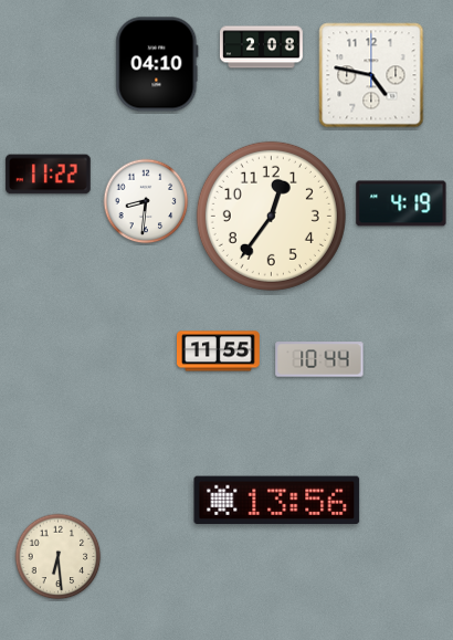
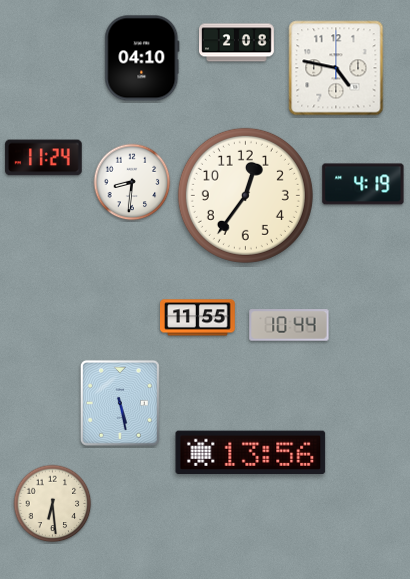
clock at (49, 175): 11:22 -> 11:24
clock at (120, 403): none -> 5:28
